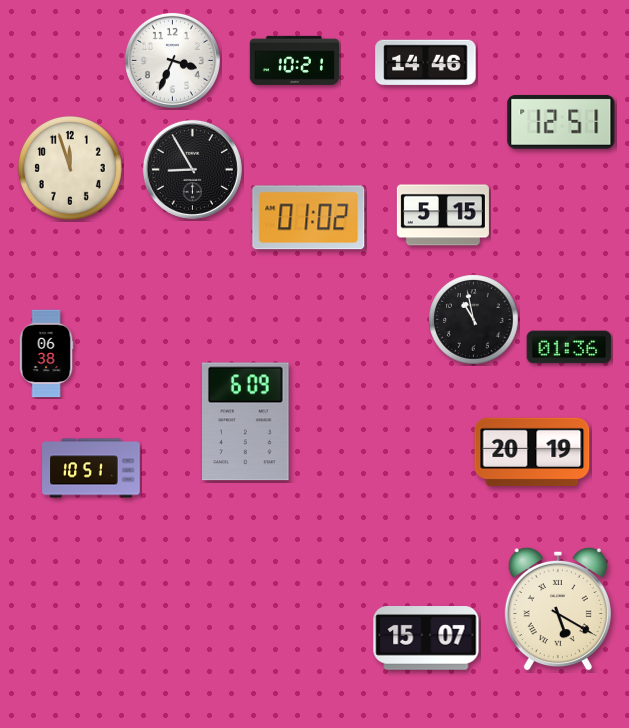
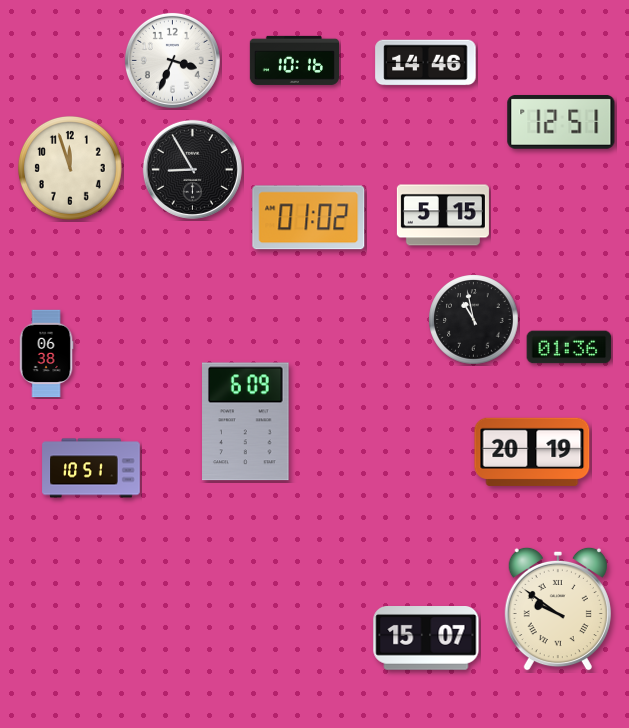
clock at (294, 60): 10:21 -> 10:16
clock at (558, 609): 5:20 -> 9:51
